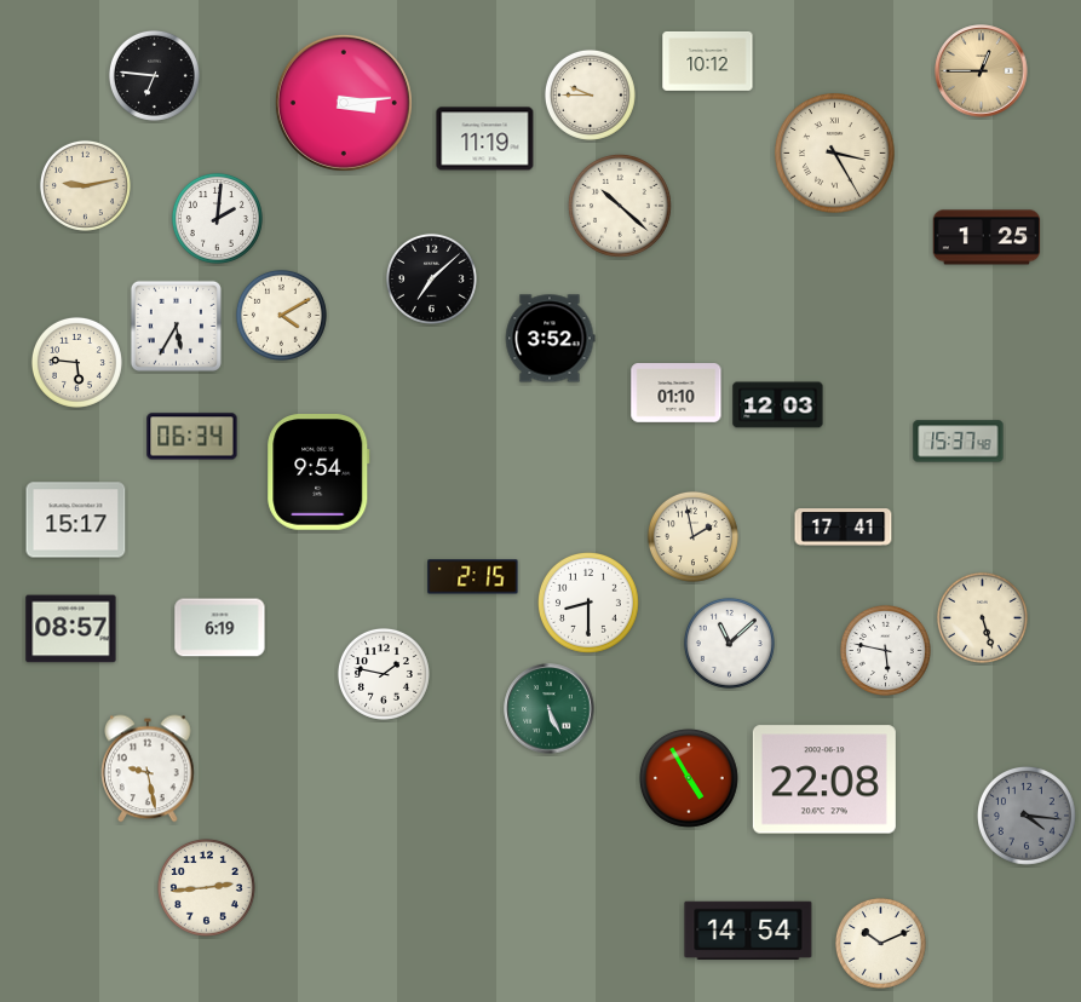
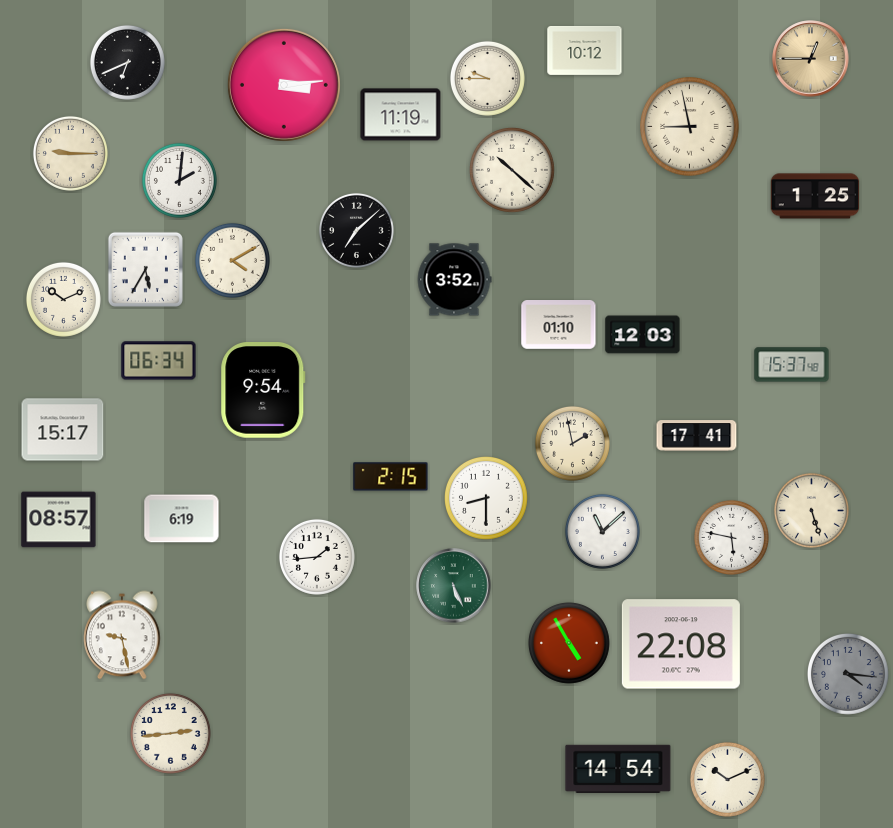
clock at (154, 75): 6:46 -> 6:41
clock at (835, 154): 3:25 -> 8:58
clock at (85, 185): 9:13 -> 9:15
clock at (76, 362): 5:46 -> 10:11
clock at (384, 674): 1:47 -> 1:44
